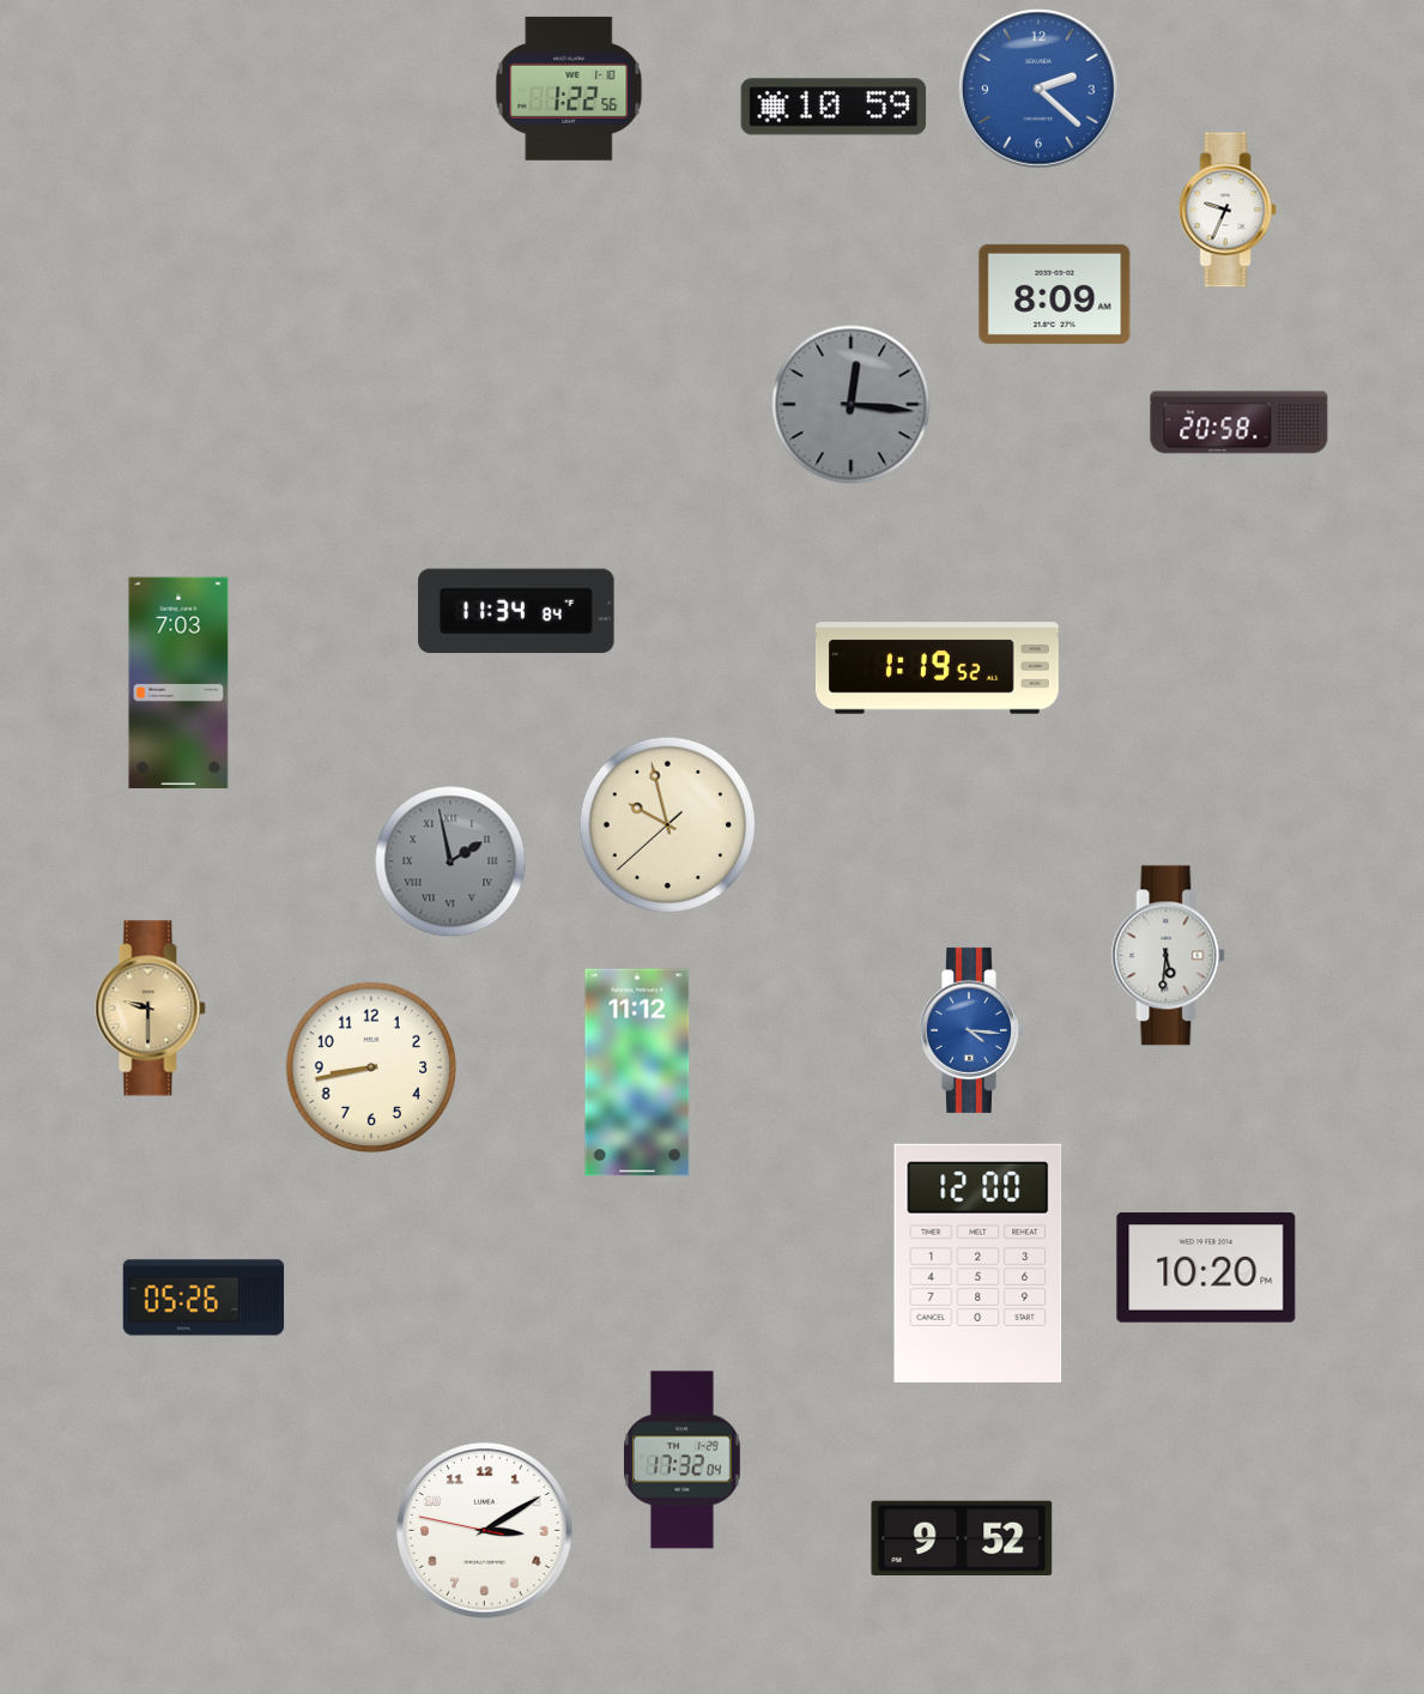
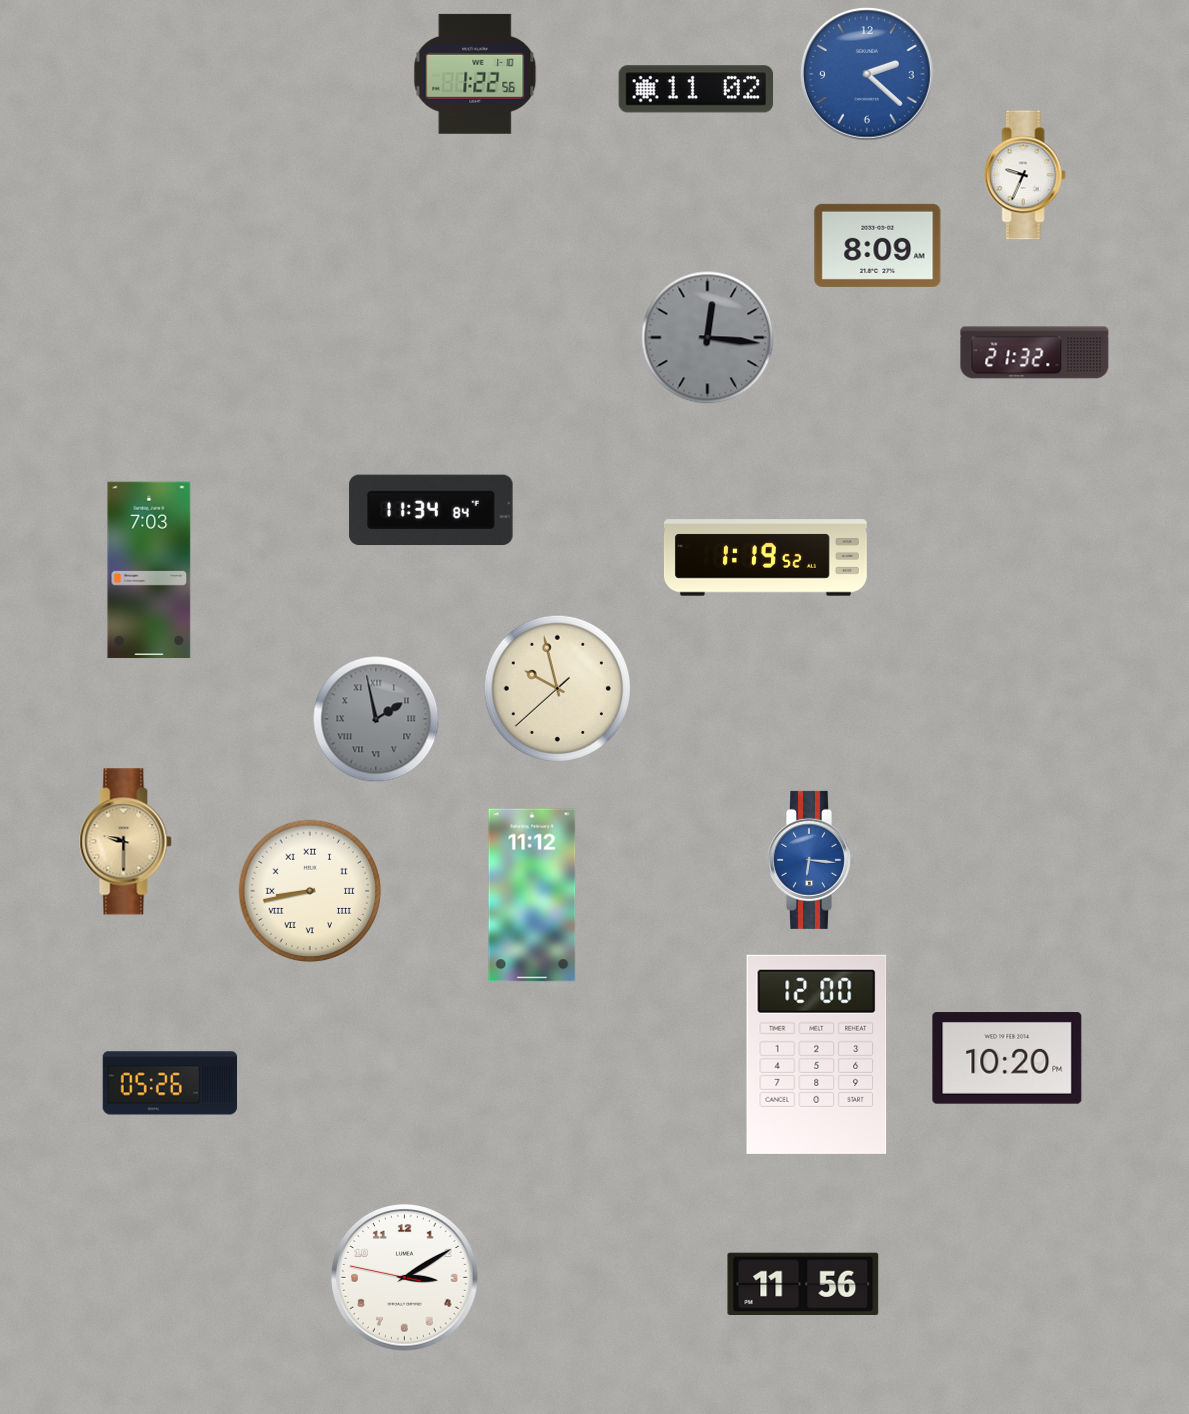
clock at (834, 107): 10:59 -> 11:02
clock at (1055, 294) position: (1055, 294) -> (878, 245)
clock at (852, 405) position: (852, 405) -> (708, 338)
clock at (1240, 423): 20:58 -> 21:32
clock at (937, 668) position: (937, 668) -> (765, 558)
clock at (1169, 956): 5:31 -> none
clock at (972, 1030): 4:16 -> 6:16
clock at (371, 1067) numerals: Arabic -> Roman
clock at (683, 1460): 17:32 -> none
clock at (962, 1537): 9:52 -> 11:56
